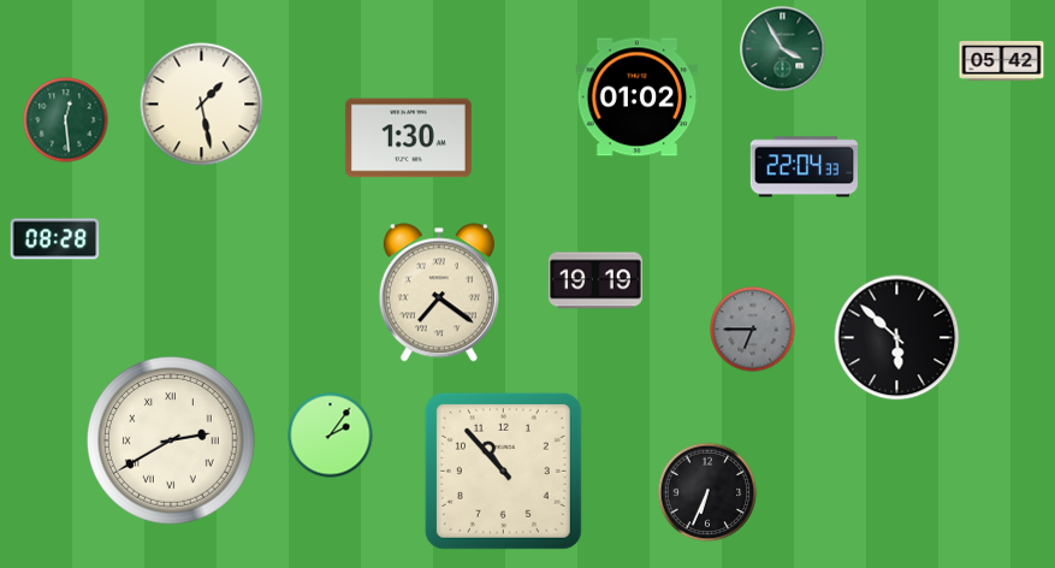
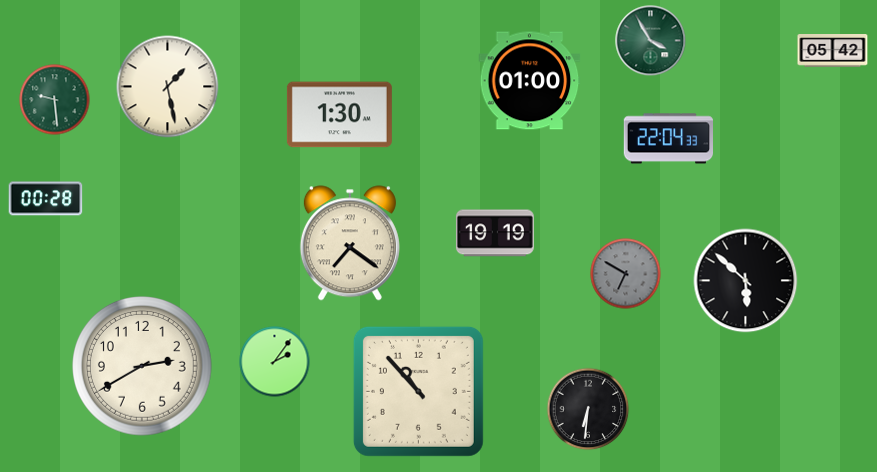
clock at (638, 97): 01:02 -> 01:00
clock at (66, 120): 12:29 -> 9:29
clock at (55, 239): 08:28 -> 00:28
clock at (439, 292) position: (439, 292) -> (350, 243)
clock at (753, 330): 6:45 -> 6:50
clock at (172, 442) numerals: Roman -> Arabic
clock at (707, 492): 6:34 -> 6:31
